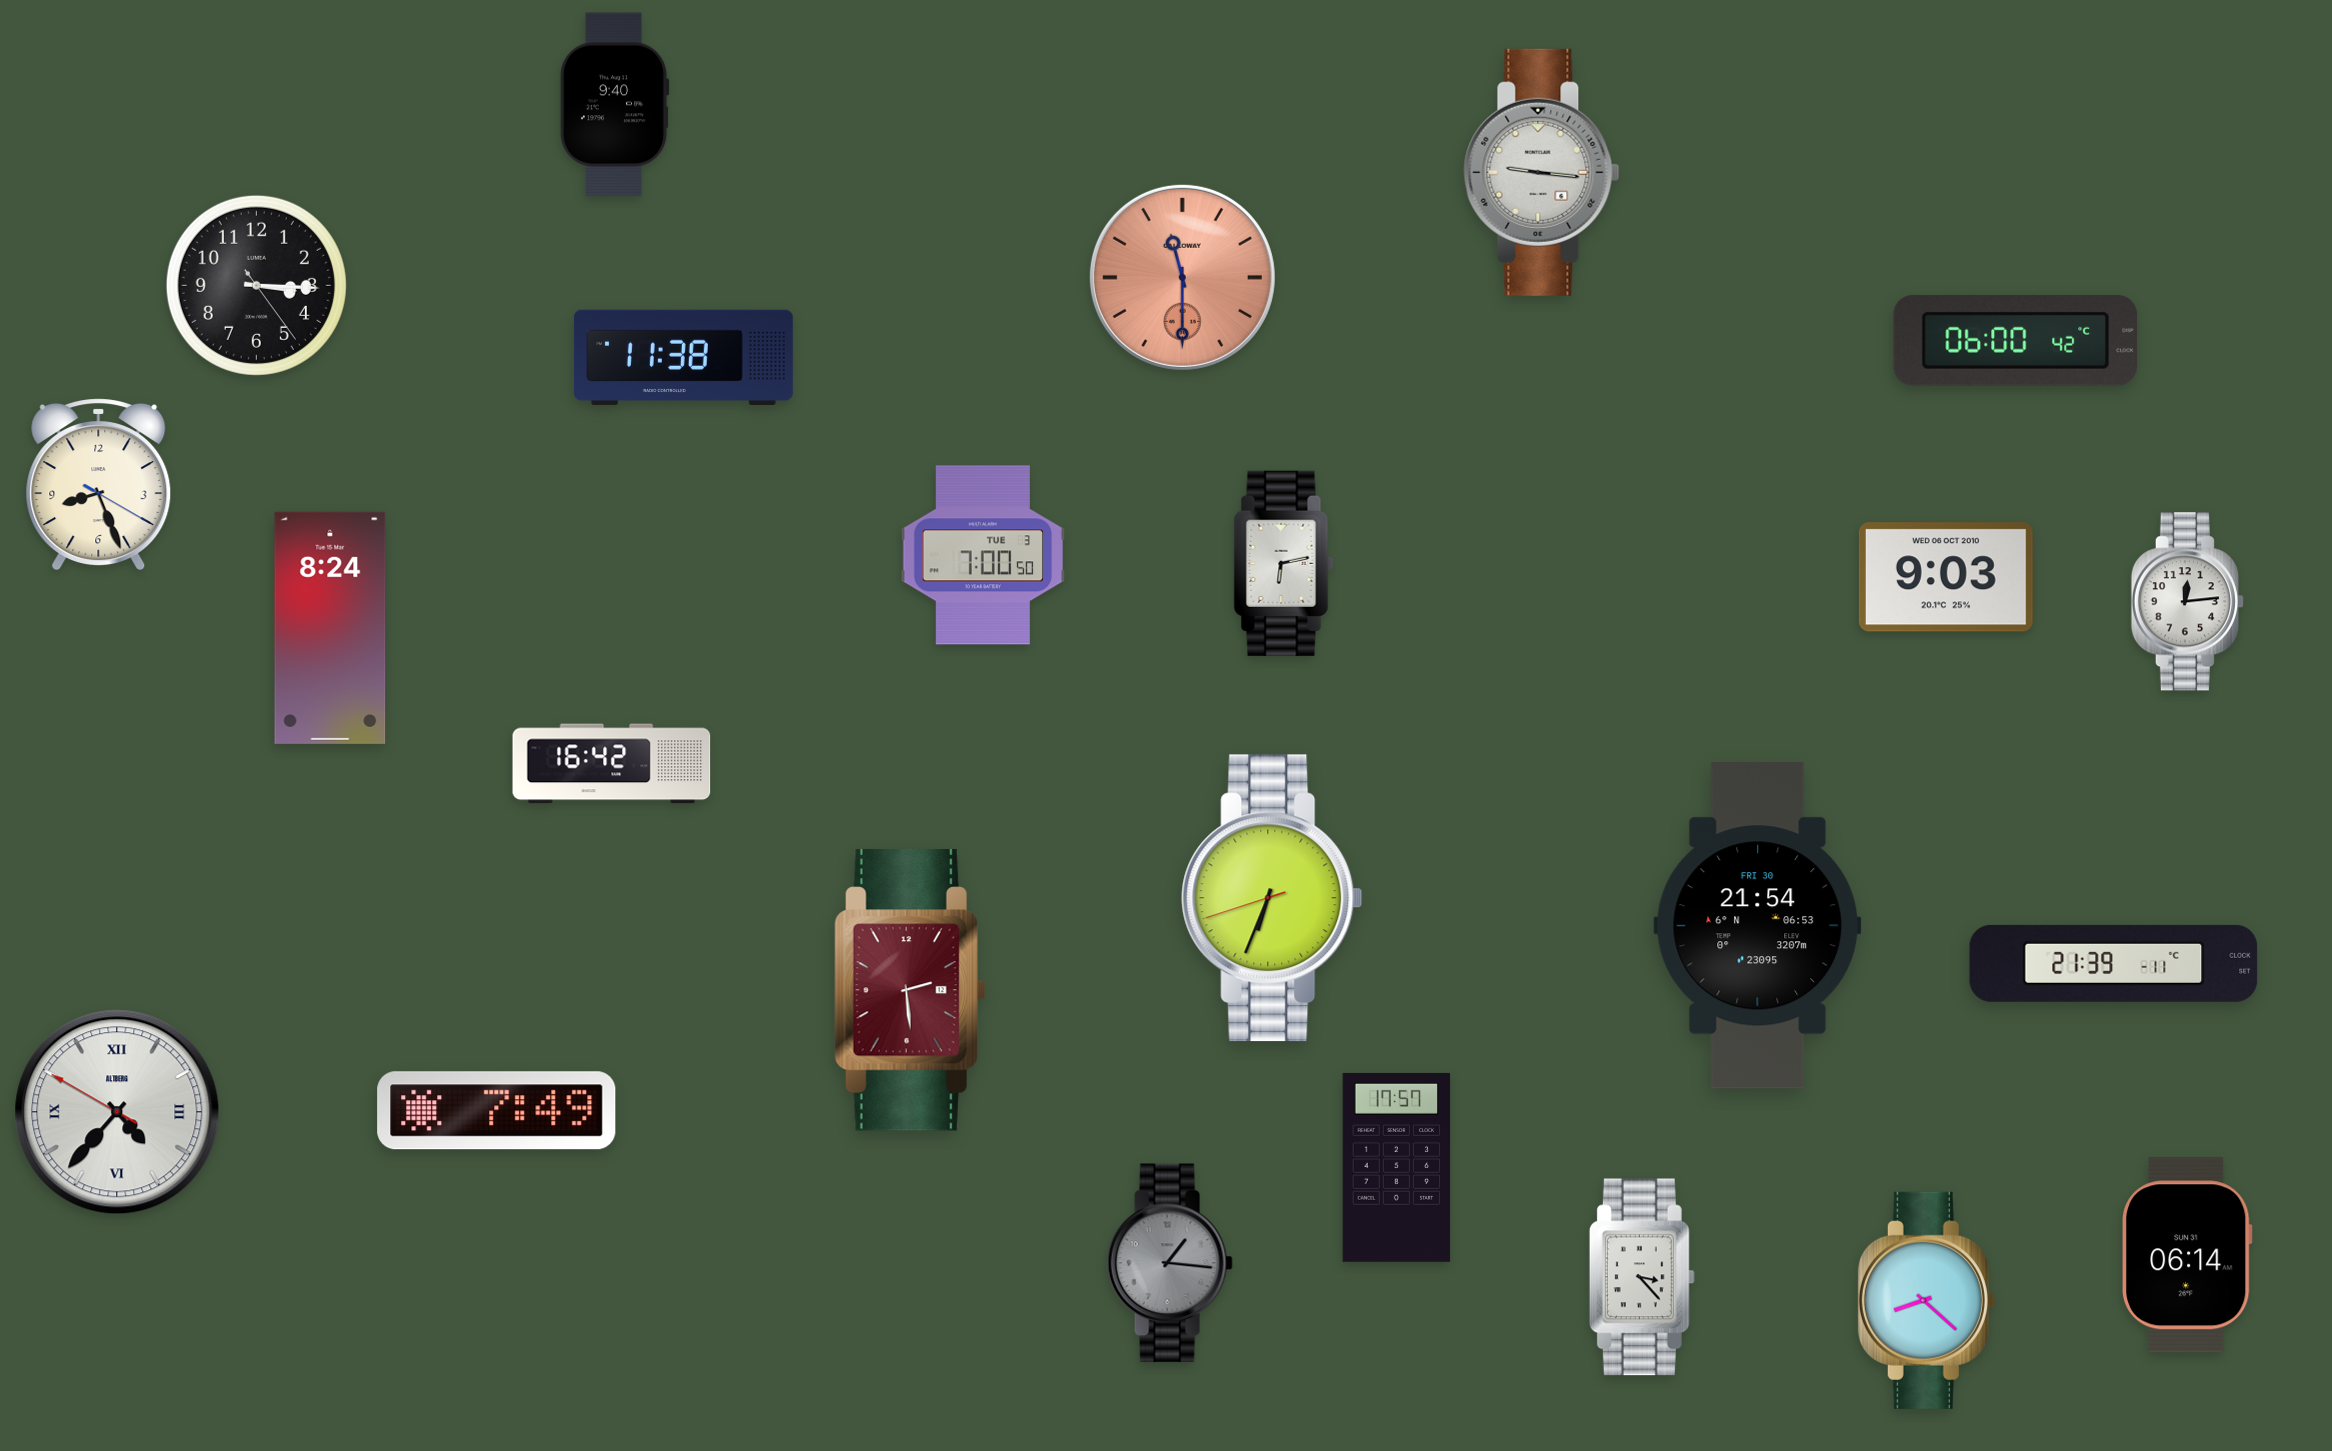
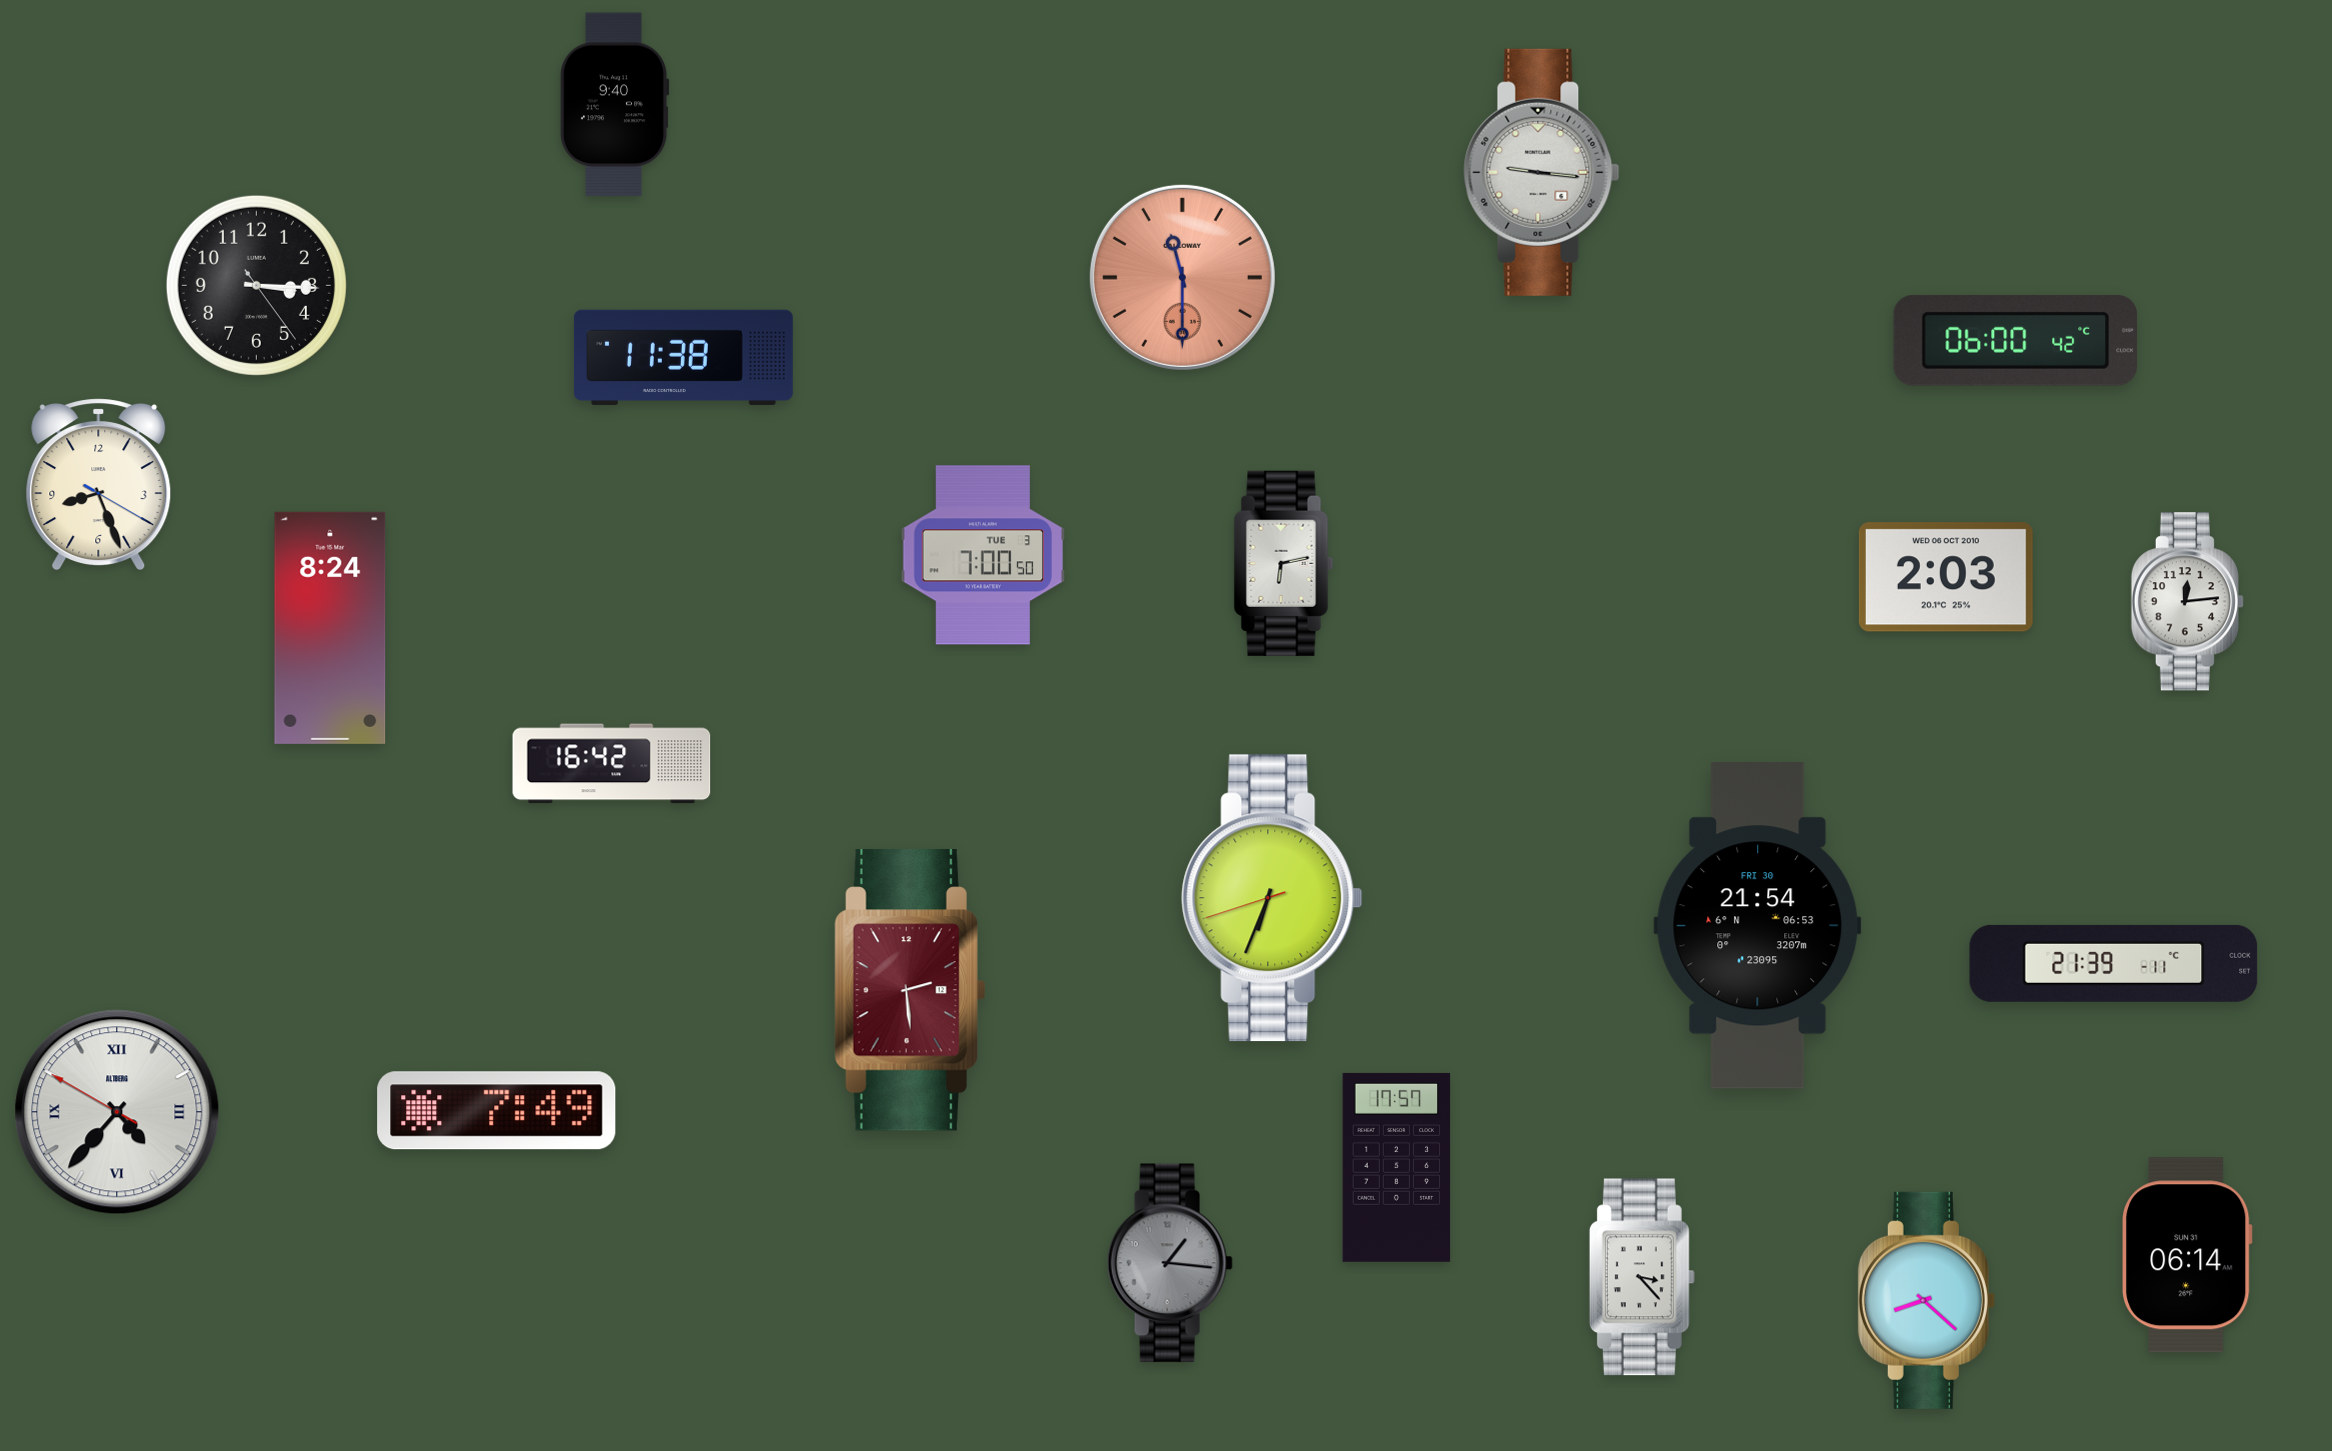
clock at (1946, 577): 9:03 -> 2:03
